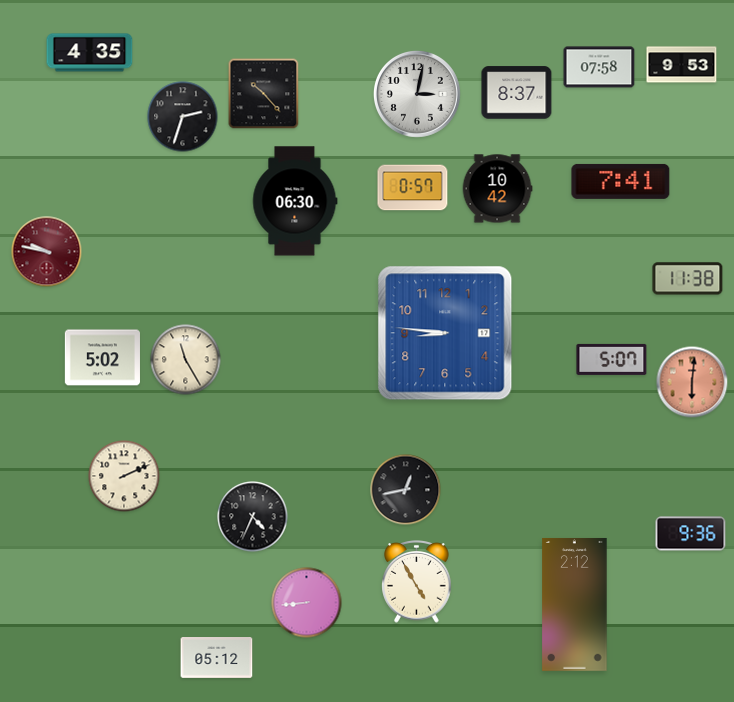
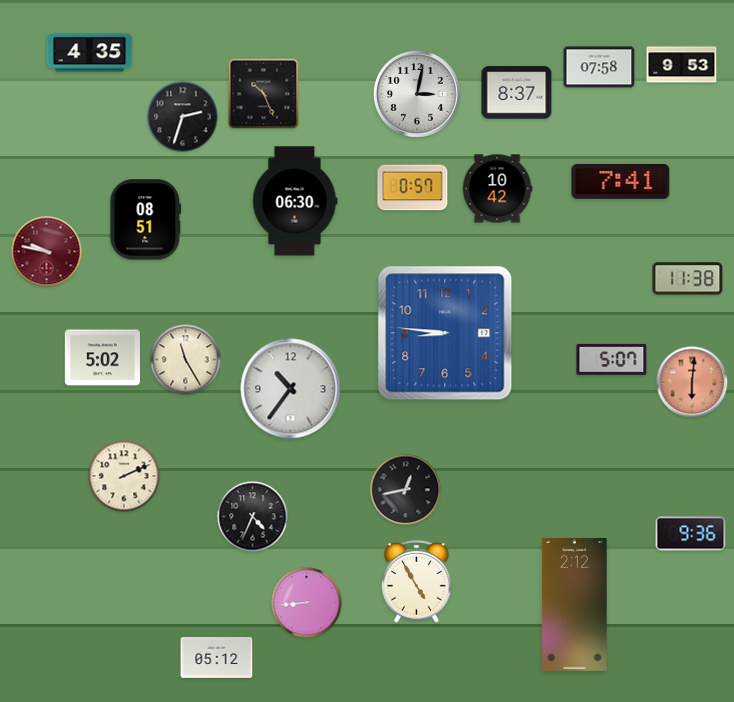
clock at (264, 94): 10:23 -> 10:26
clock at (146, 220): none -> 08:51
clock at (291, 389): none -> 10:36
